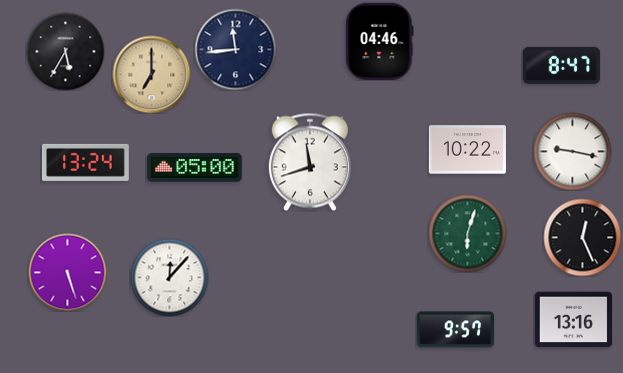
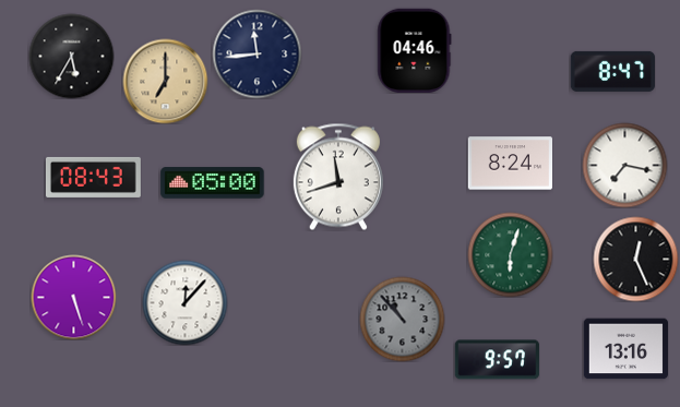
clock at (380, 41) position: (380, 41) -> (415, 50)
clock at (467, 150): 10:22 -> 8:24
clock at (572, 151): 9:17 -> 7:17
clock at (86, 162): 13:24 -> 08:43
clock at (402, 319): none -> 10:53
